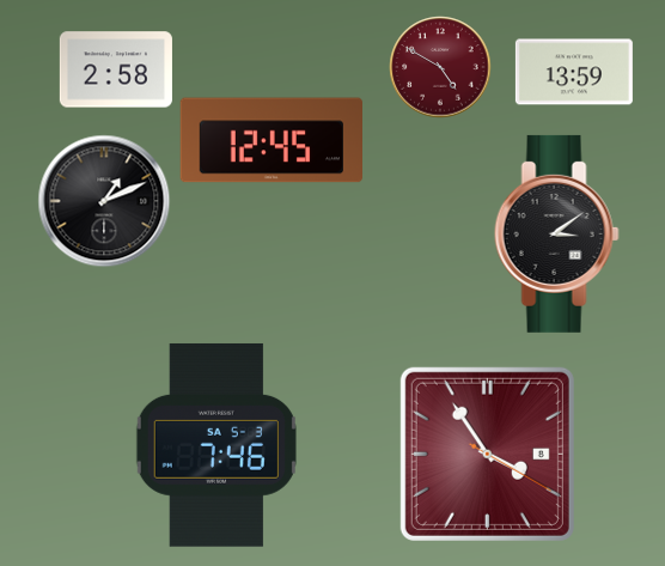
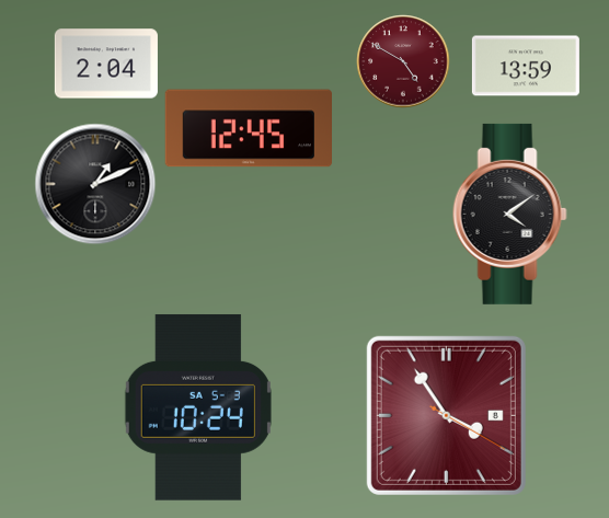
clock at (116, 69): 2:58 -> 2:04
clock at (556, 233): 3:09 -> 4:09
clock at (216, 445): 7:46 -> 10:24
